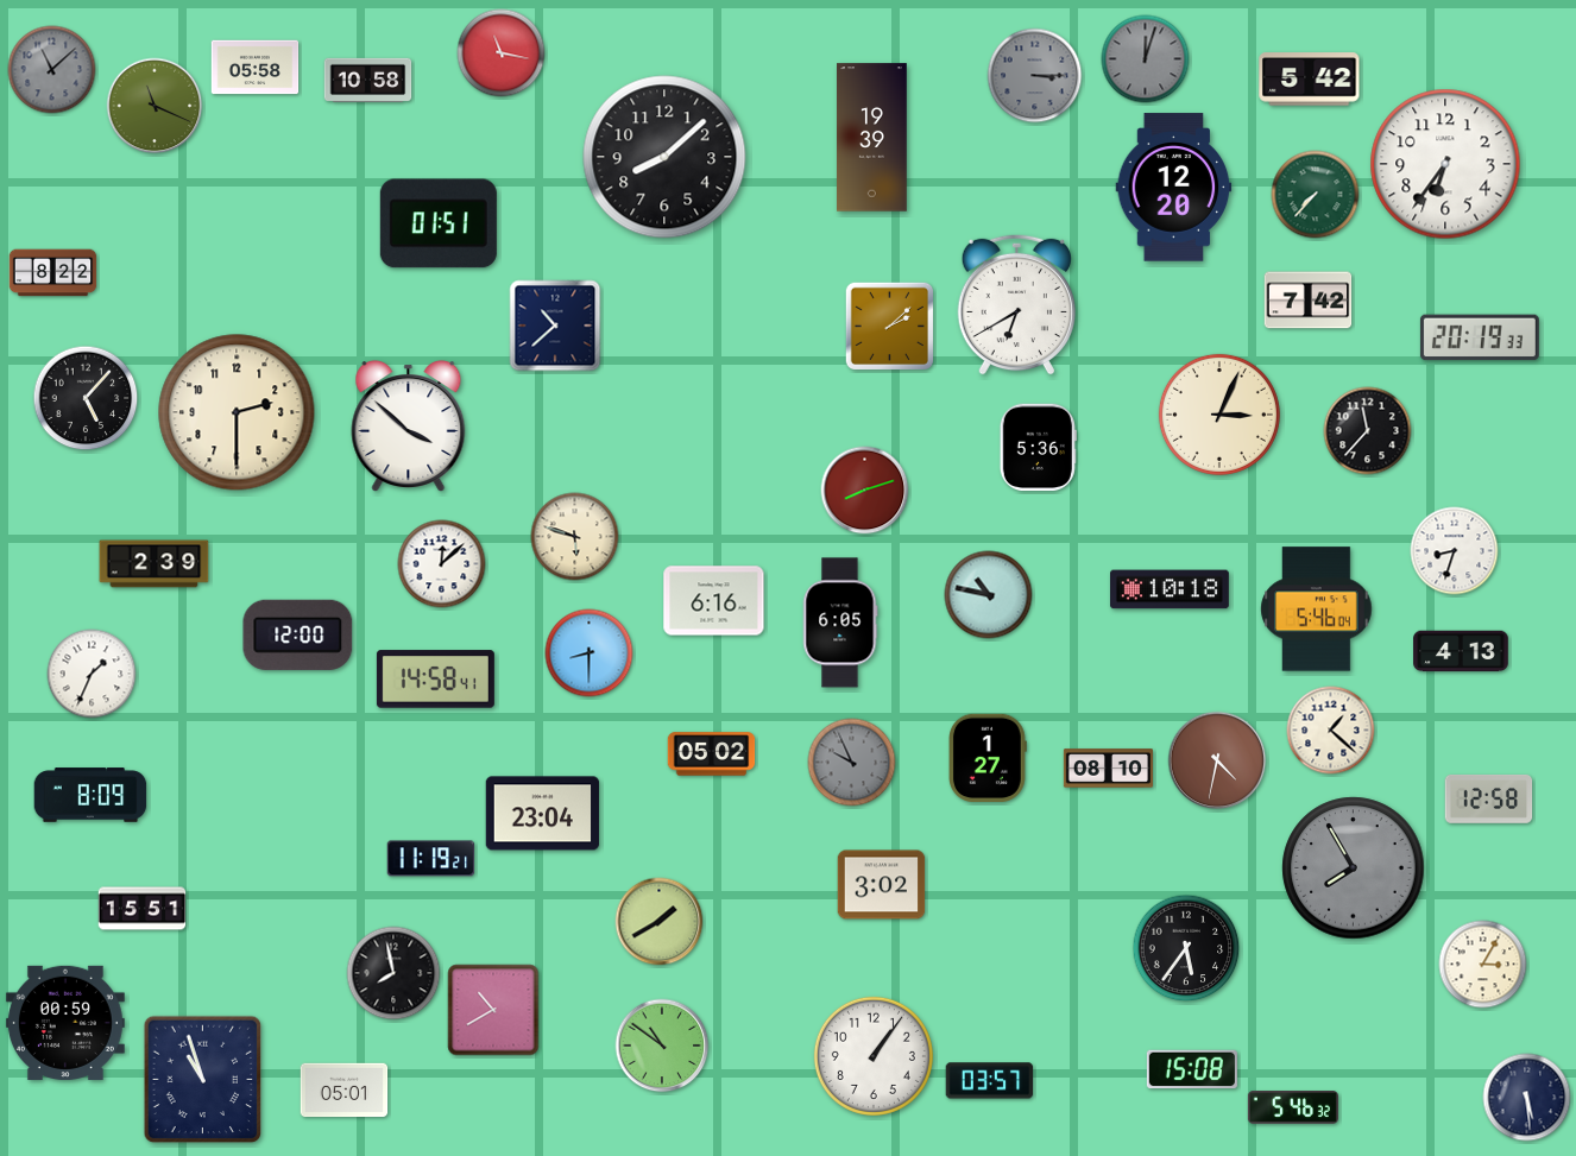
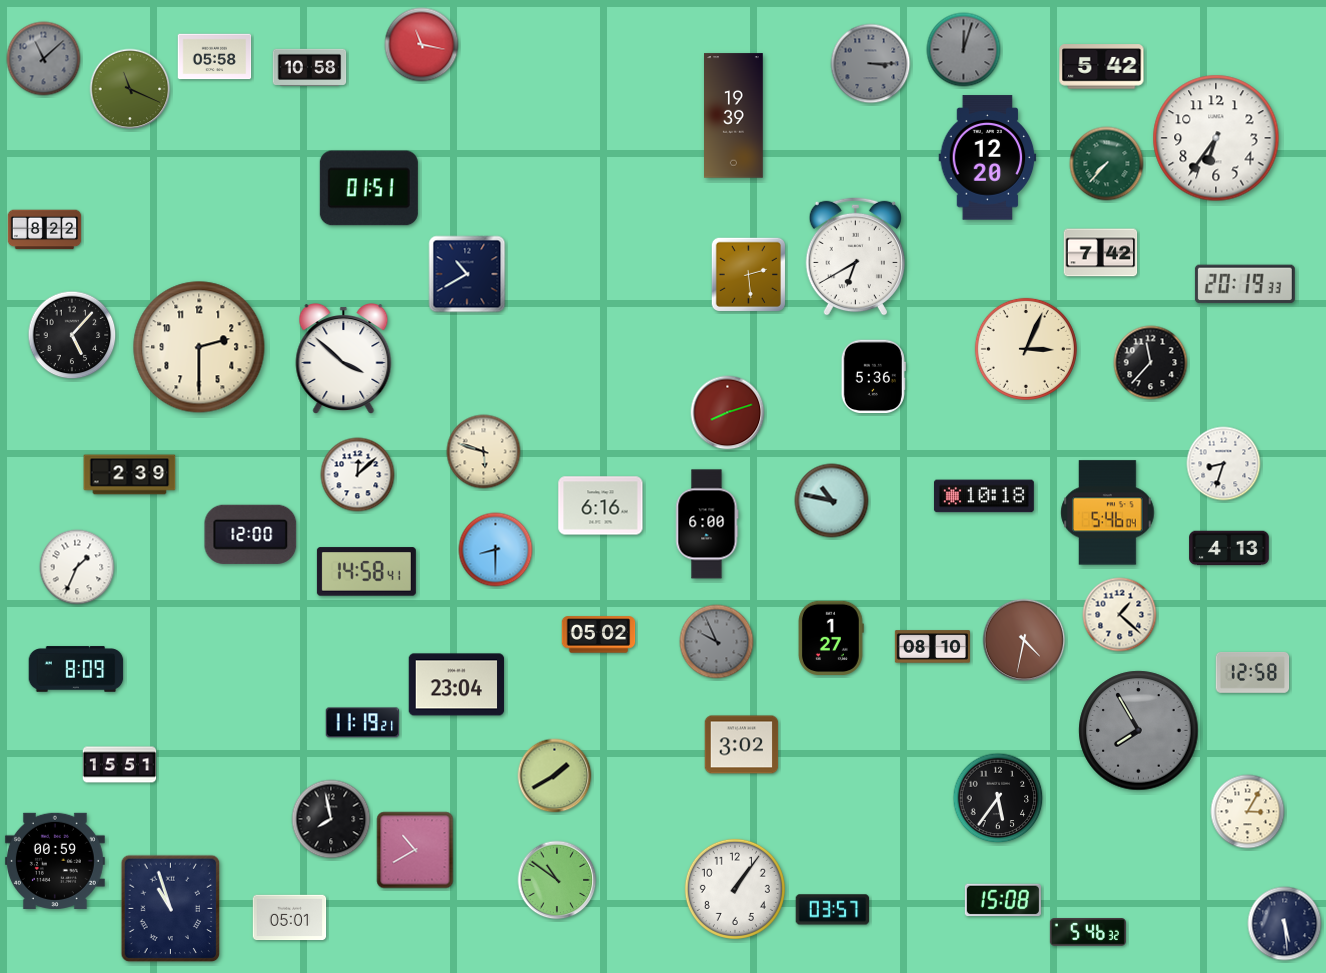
clock at (664, 157): 8:08 -> none
clock at (555, 326): 10:38 -> 10:40
clock at (889, 326): 2:08 -> 2:29
clock at (442, 564) position: (442, 564) -> (358, 475)
clock at (840, 623): 6:05 -> 6:00
